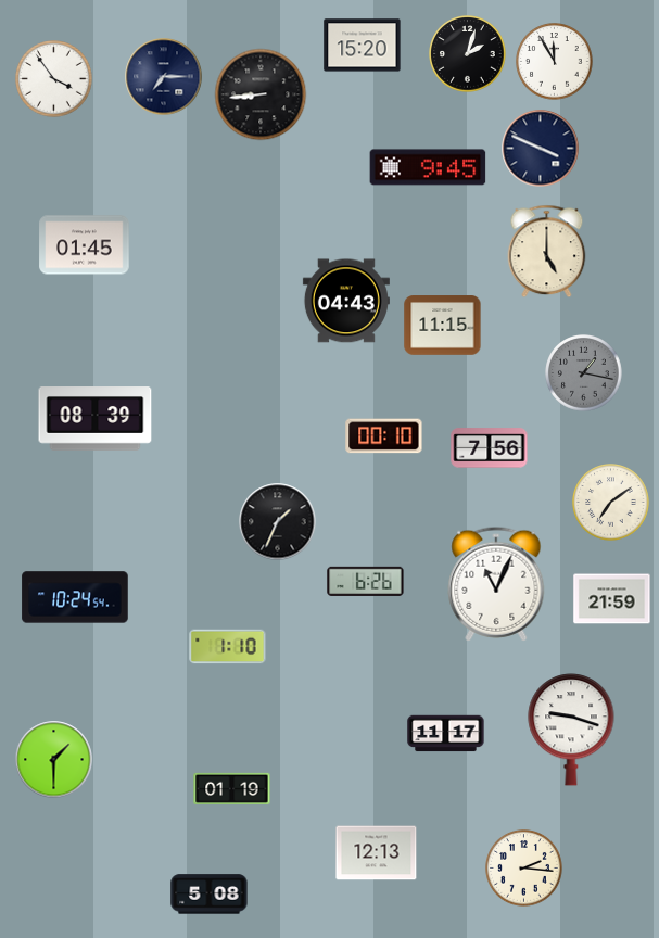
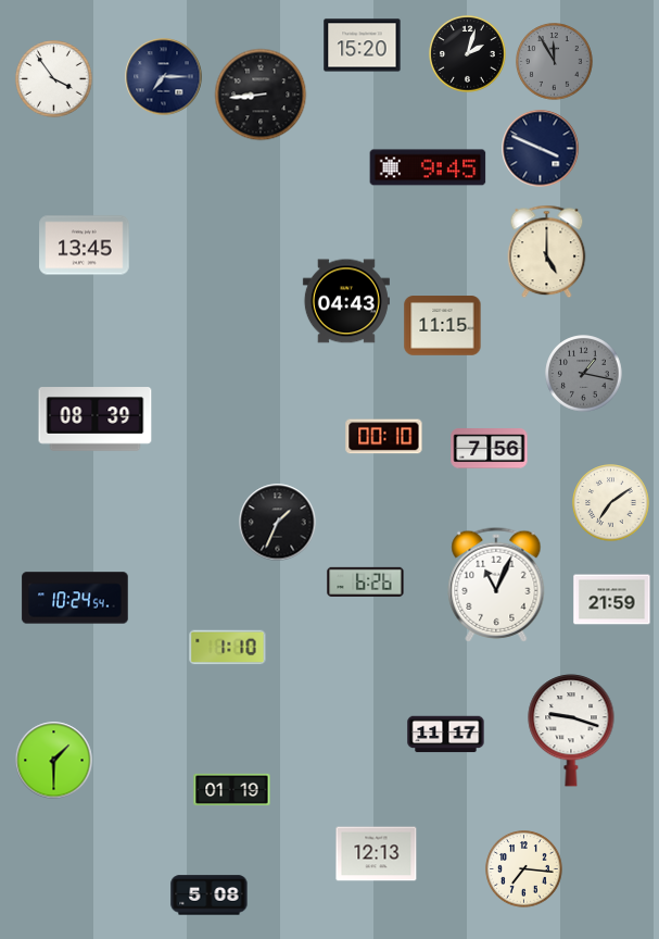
clock at (555, 62) dial: white -> grey
clock at (85, 245): 01:45 -> 13:45
clock at (524, 869): 2:16 -> 7:16
